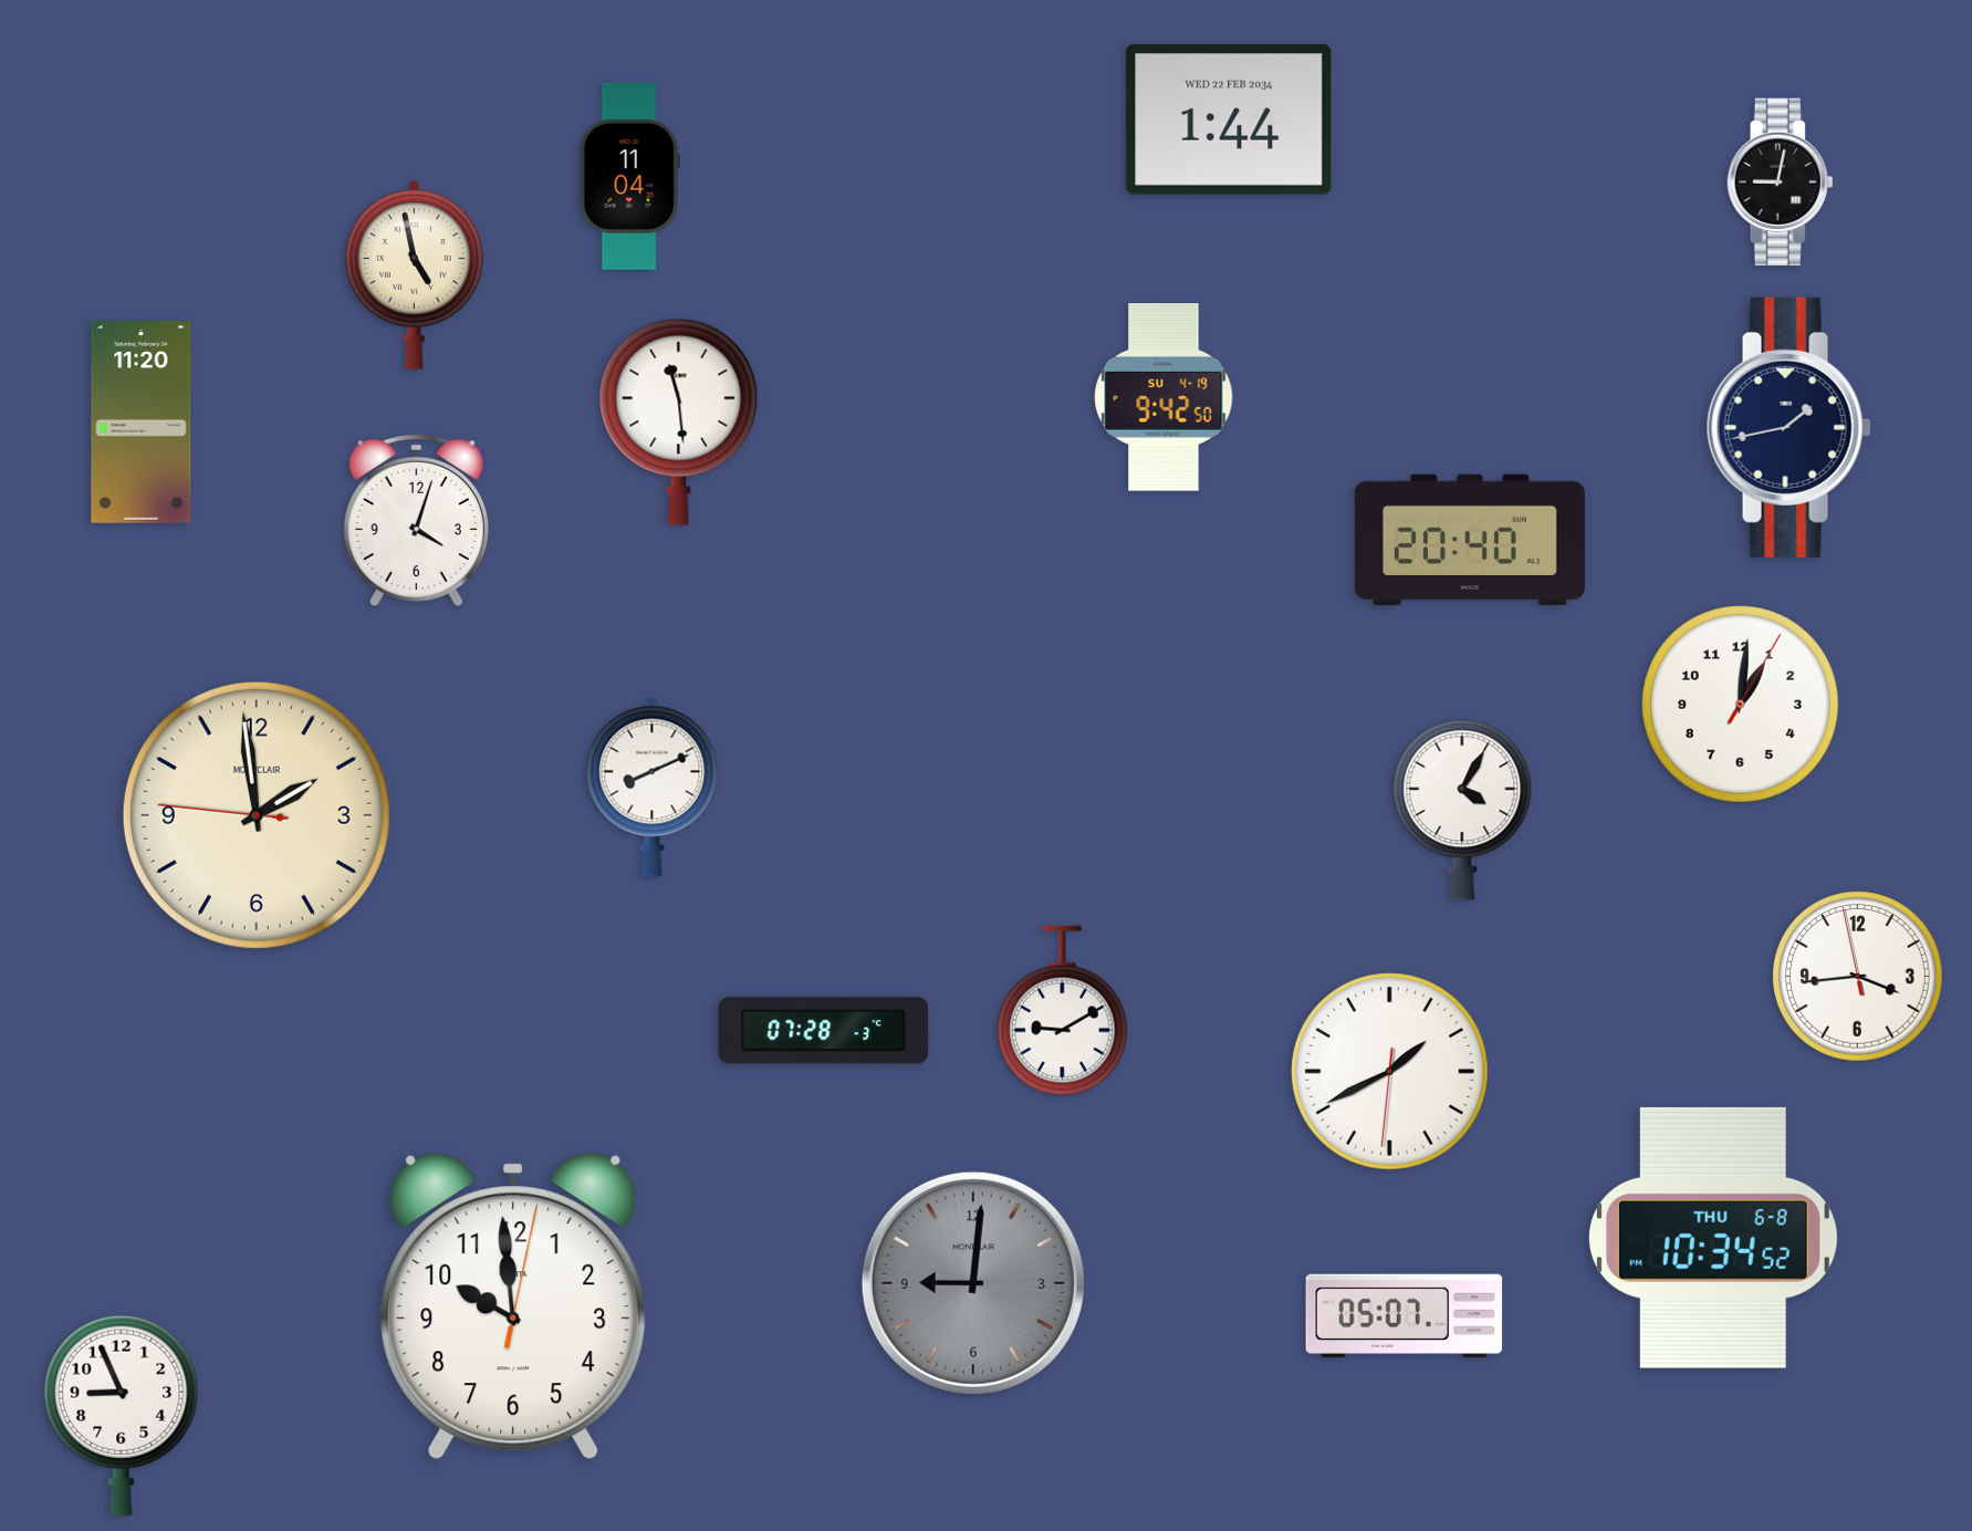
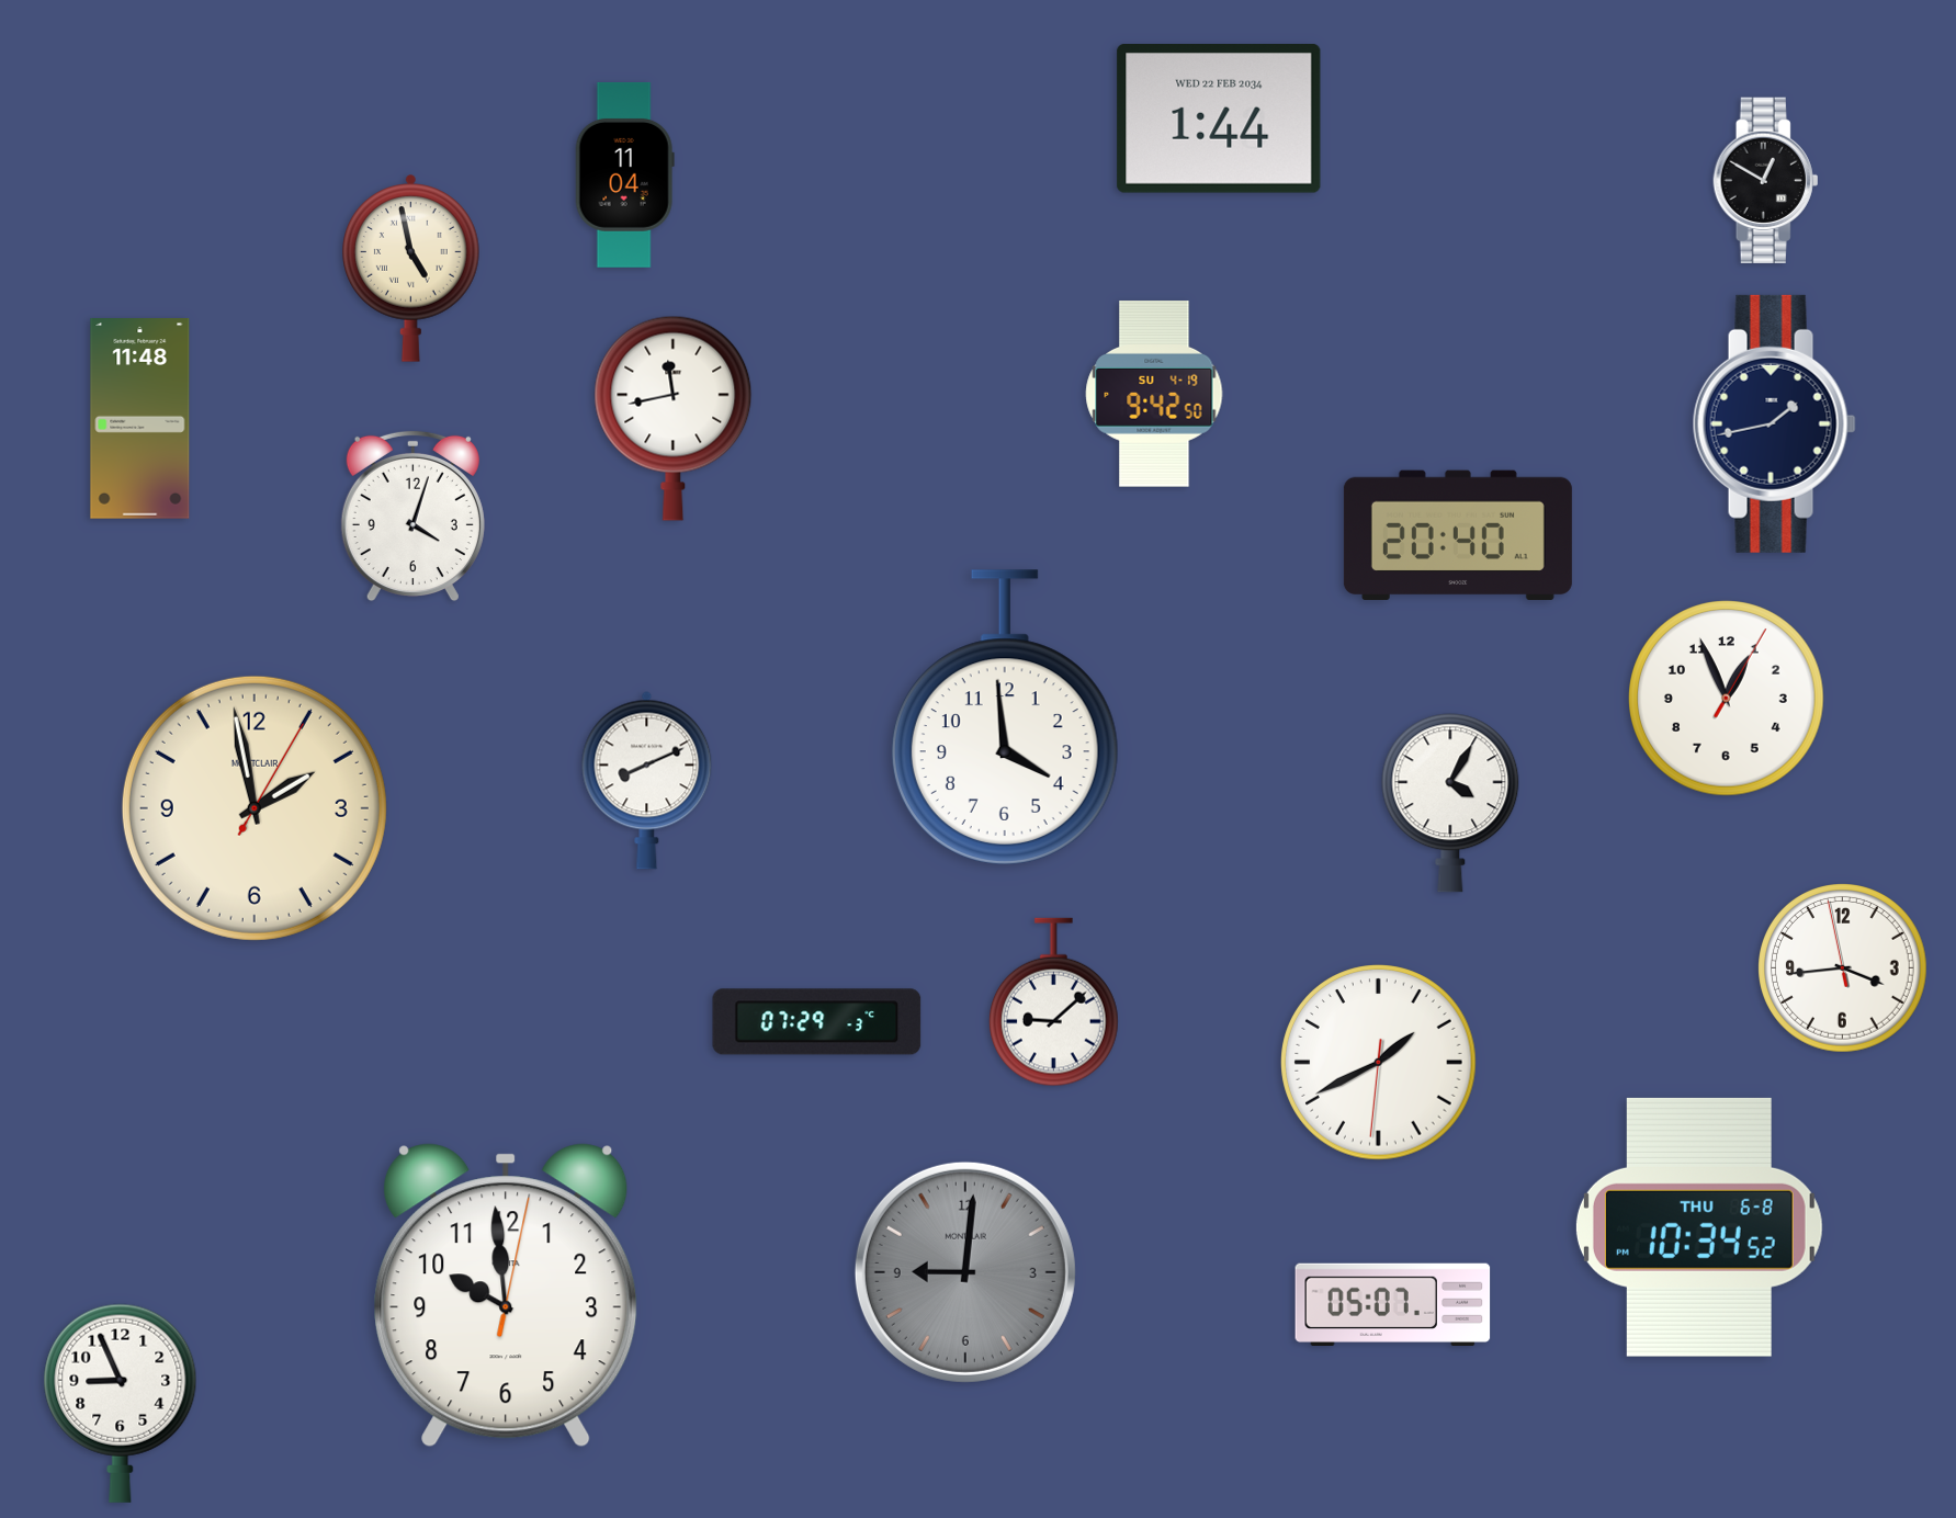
clock at (1781, 183): 9:02 -> 12:50
clock at (415, 275) position: (415, 275) -> (411, 269)
clock at (679, 421): 11:29 -> 11:43
clock at (142, 423): 11:20 -> 11:48
clock at (1741, 705): 1:01 -> 12:56
clock at (1005, 717): none -> 3:59
clock at (257, 815): 1:58:46 -> 1:58:05
clock at (1062, 1011): 9:10 -> 9:08
clock at (824, 1031): 07:28 -> 07:29
clock at (513, 1306) position: (513, 1306) -> (506, 1295)
